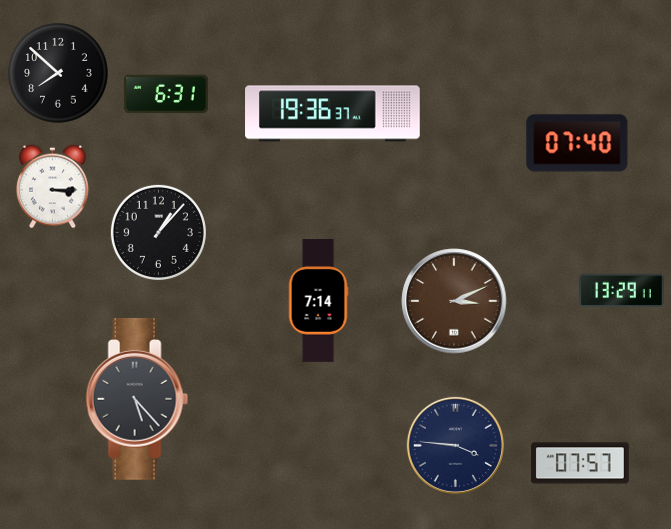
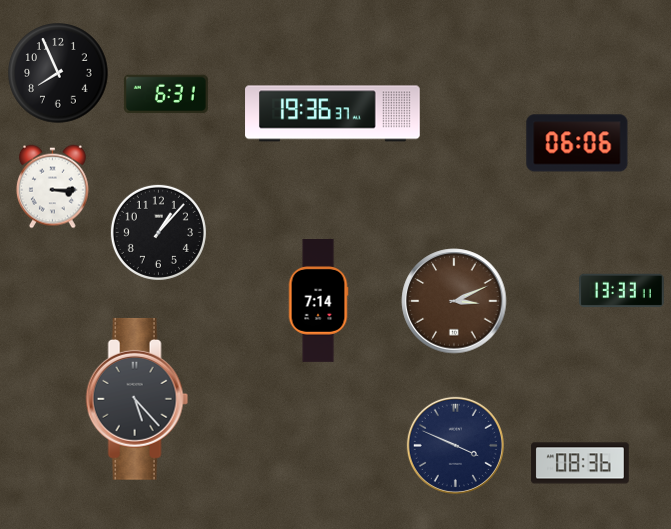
clock at (58, 73): 7:52 -> 7:56
clock at (577, 143): 07:40 -> 06:06
clock at (622, 291): 13:29 -> 13:33
clock at (455, 445): 3:46 -> 3:49
clock at (580, 463): 07:57 -> 08:36
